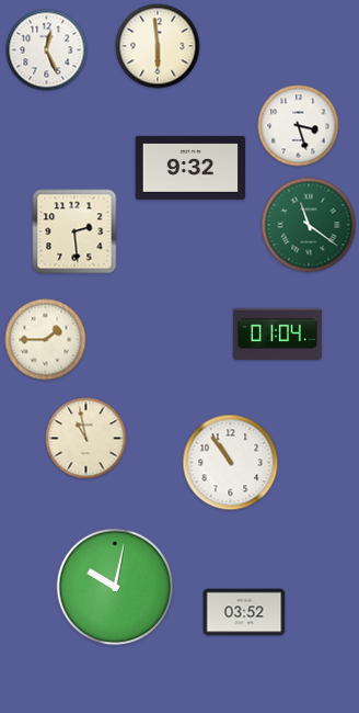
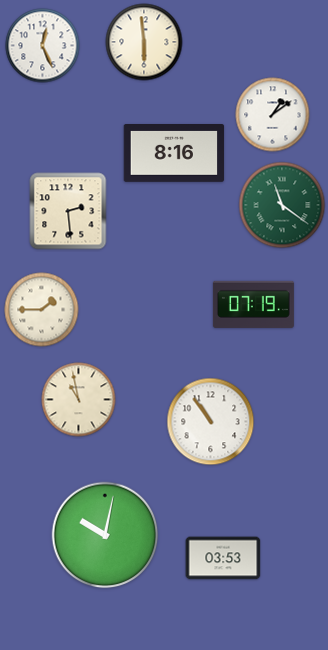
clock at (299, 126): 3:27 -> 1:09
clock at (190, 169): 9:32 -> 8:16
clock at (277, 333): 01:04 -> 07:19
clock at (244, 612): 03:52 -> 03:53
